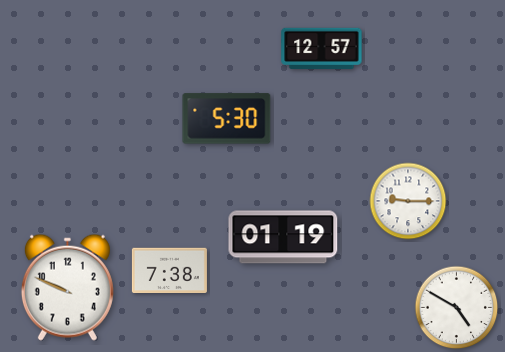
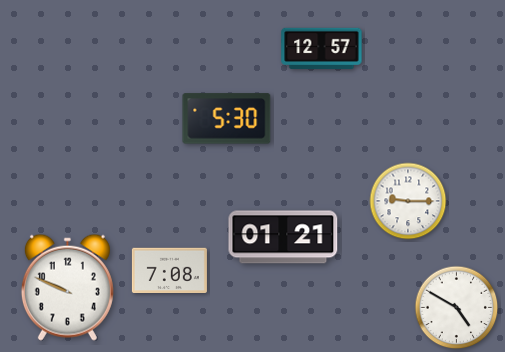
clock at (283, 237): 01:19 -> 01:21
clock at (169, 271): 7:38 -> 7:08
